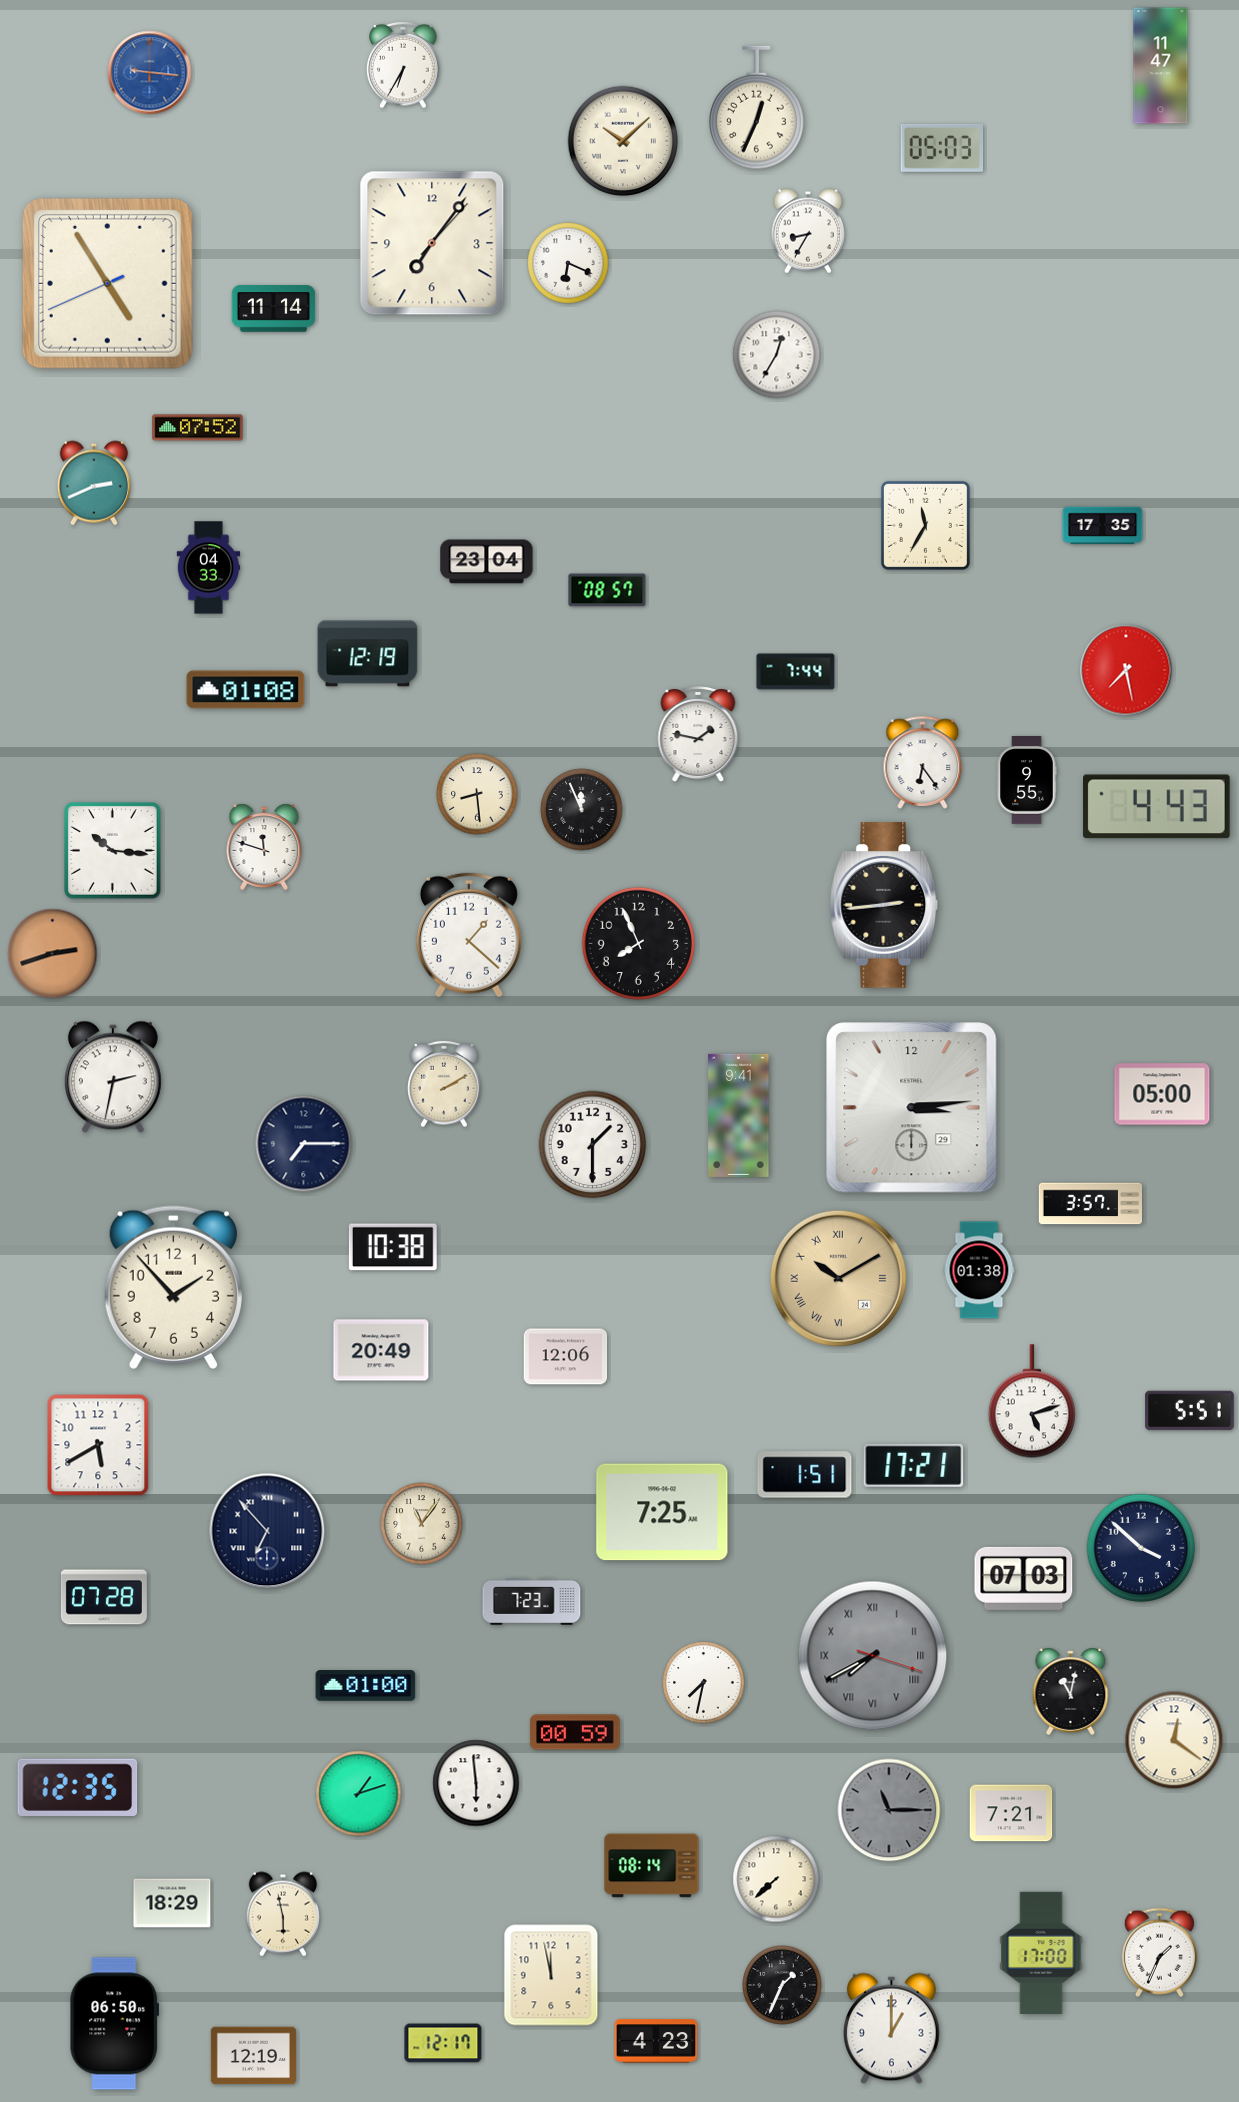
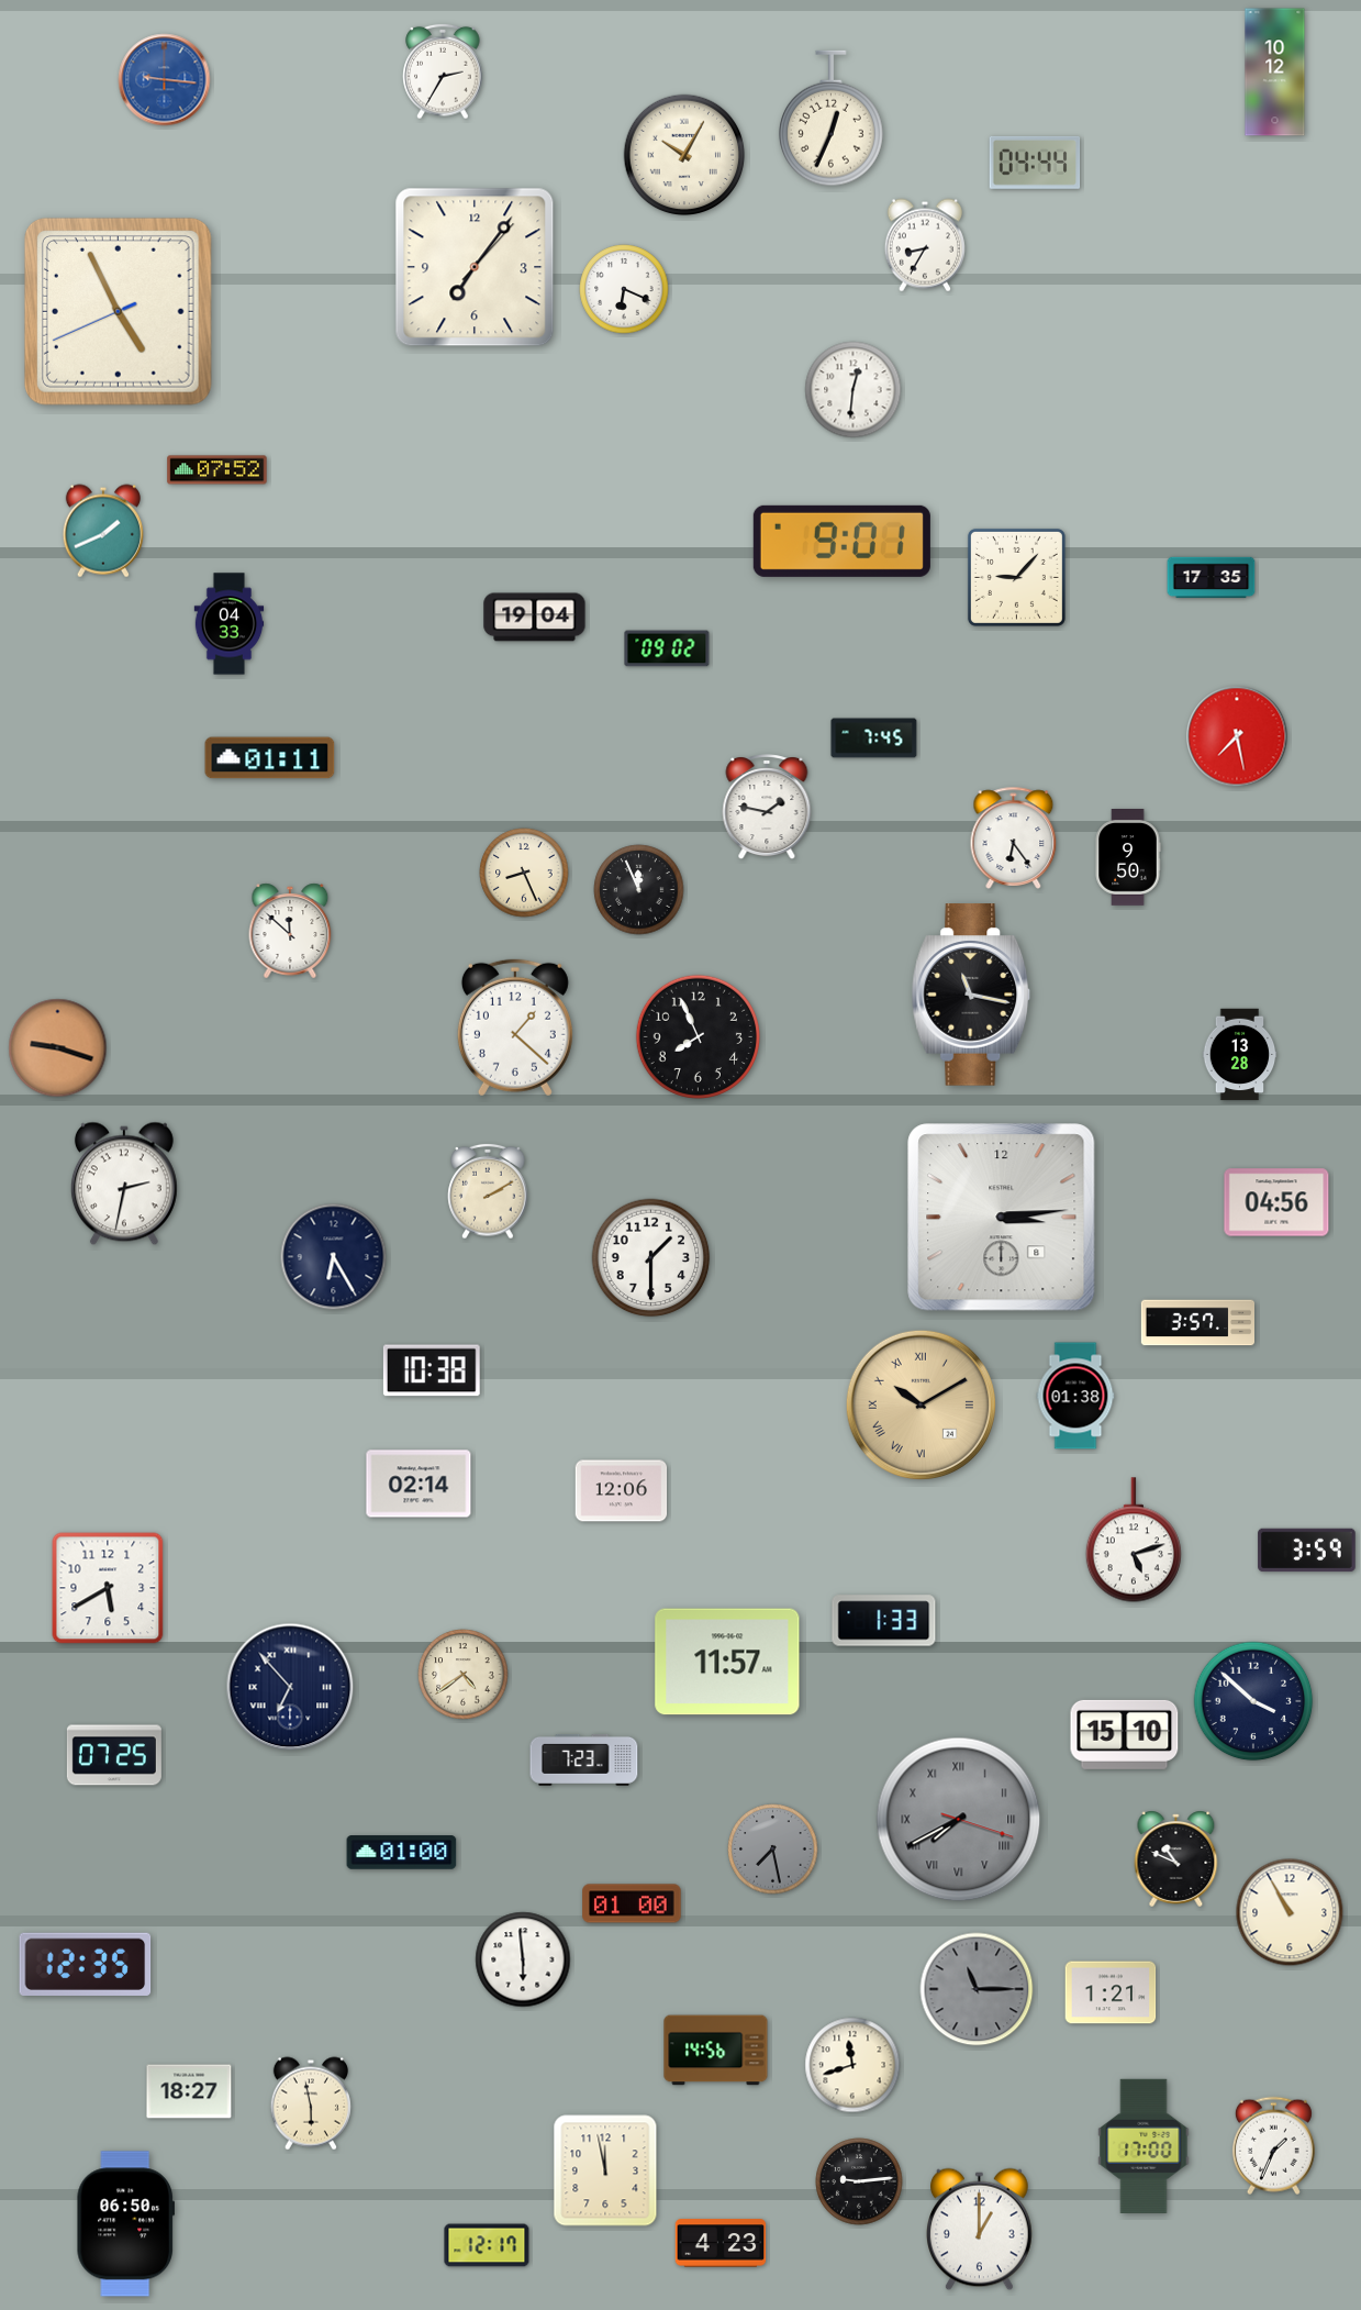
clock at (403, 65): 6:35 -> 2:35
clock at (1161, 66): 11:47 -> 10:12
clock at (623, 141): 10:08 -> 10:05
clock at (942, 148): 05:03 -> 04:44
clock at (808, 231) position: (808, 231) -> (925, 245)
clock at (107, 283): 4:54 -> 4:55
clock at (274, 309): 11:14 -> none
clock at (777, 355): 12:35 -> 12:31
clock at (94, 483): 2:41 -> 1:41
clock at (841, 541): none -> 9:01
clock at (925, 525): 11:35 -> 9:07
clock at (487, 562): 23:04 -> 19:04
clock at (607, 590): 08:57 -> 09:02
clock at (368, 654): 12:19 -> none
clock at (796, 672): 7:44 -> 7:45
clock at (246, 690): 01:08 -> 01:11
clock at (1027, 780): 9:55 -> 9:50
clock at (477, 794): 8:29 -> 8:26
clock at (1157, 807): 4:43 -> none
clock at (264, 847): 11:48 -> 11:52
clock at (113, 851): 10:16 -> none
clock at (884, 905): 2:44 -> 11:17
clock at (638, 943) position: (638, 943) -> (698, 1036)
clock at (53, 954): 2:42 -> 9:18
clock at (1240, 1055): none -> 13:28
clock at (1162, 1094): 05:00 -> 04:56
clock at (912, 1108) date: 29 -> 8
clock at (739, 1115): 9:41 -> none
clock at (304, 1144): 7:15 -> 6:25
clock at (173, 1287): 1:53 -> none
clock at (381, 1350): 20:49 -> 02:14
clock at (1190, 1411): 5:51 -> 3:59
clock at (914, 1465): 17:21 -> none
clock at (805, 1475): 1:51 -> 1:33
clock at (662, 1512): 7:25 -> 11:57
clock at (422, 1524): 11:06 -> 4:39
clock at (267, 1531) position: (267, 1531) -> (290, 1687)
clock at (1024, 1578): 07:03 -> 15:10
clock at (104, 1597): 07:28 -> 07:25
clock at (704, 1683): 7:32 -> 7:28
clock at (704, 1683) dial: white -> grey
clock at (1071, 1691): 11:02 -> 10:49
clock at (575, 1732): 00:59 -> 01:00
clock at (1174, 1740): 12:21 -> 10:55
clock at (359, 1794): 1:12 -> none
clock at (1011, 1813): 7:21 -> 1:21
clock at (652, 1866): 08:14 -> 14:56
clock at (776, 1879): 7:38 -> 11:42
clock at (172, 1903): 18:29 -> 18:27
clock at (782, 1985): 1:34 -> 9:14
clock at (253, 2056): 12:19 -> none
